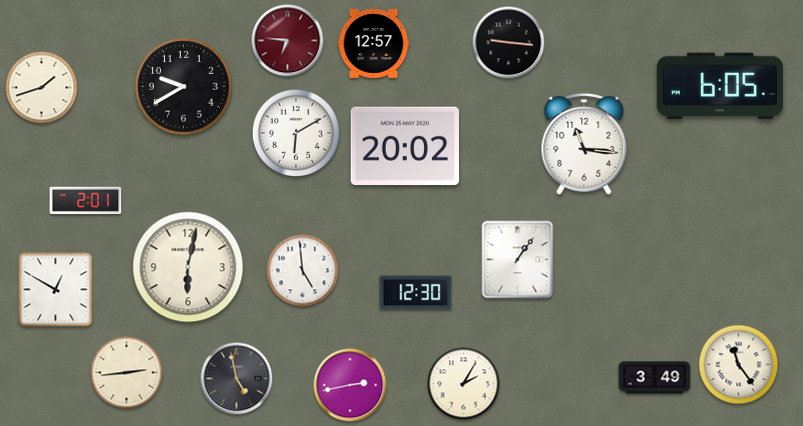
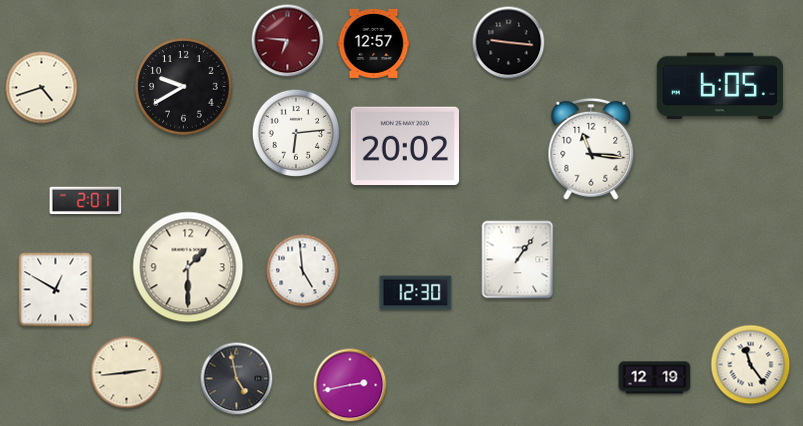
clock at (42, 88): 1:42 -> 4:42
clock at (295, 132): 6:10 -> 6:14
clock at (584, 144) position: (584, 144) -> (591, 149)
clock at (188, 267): 6:02 -> 1:30
clock at (739, 365) position: (739, 365) -> (751, 365)
clock at (655, 378): 3:49 -> 12:19
clock at (464, 384): 2:05 -> none
